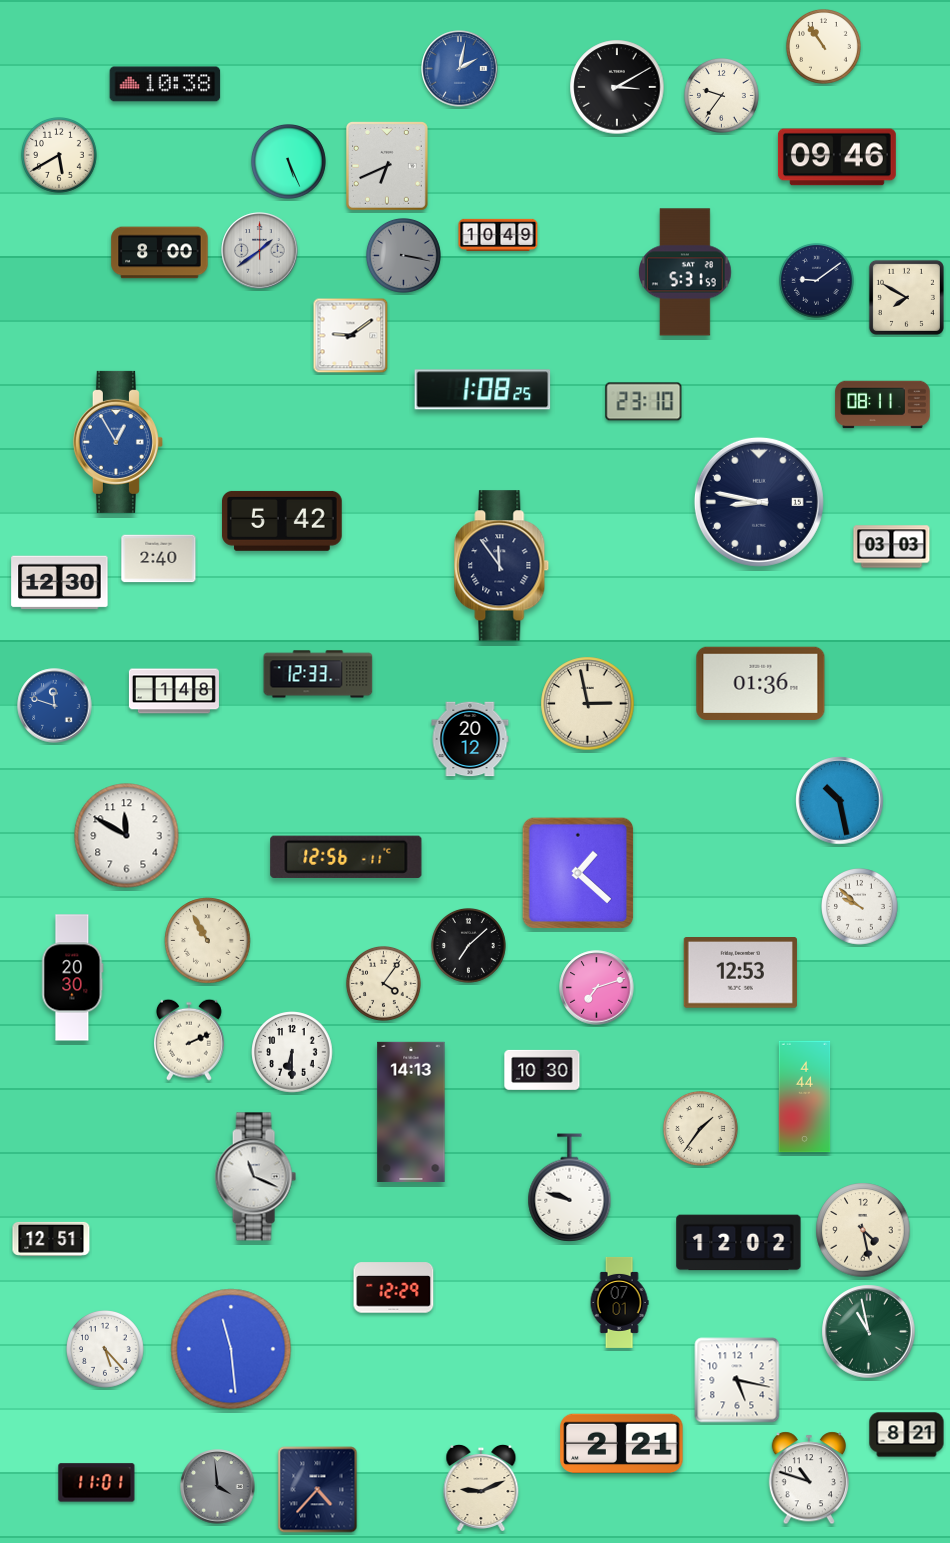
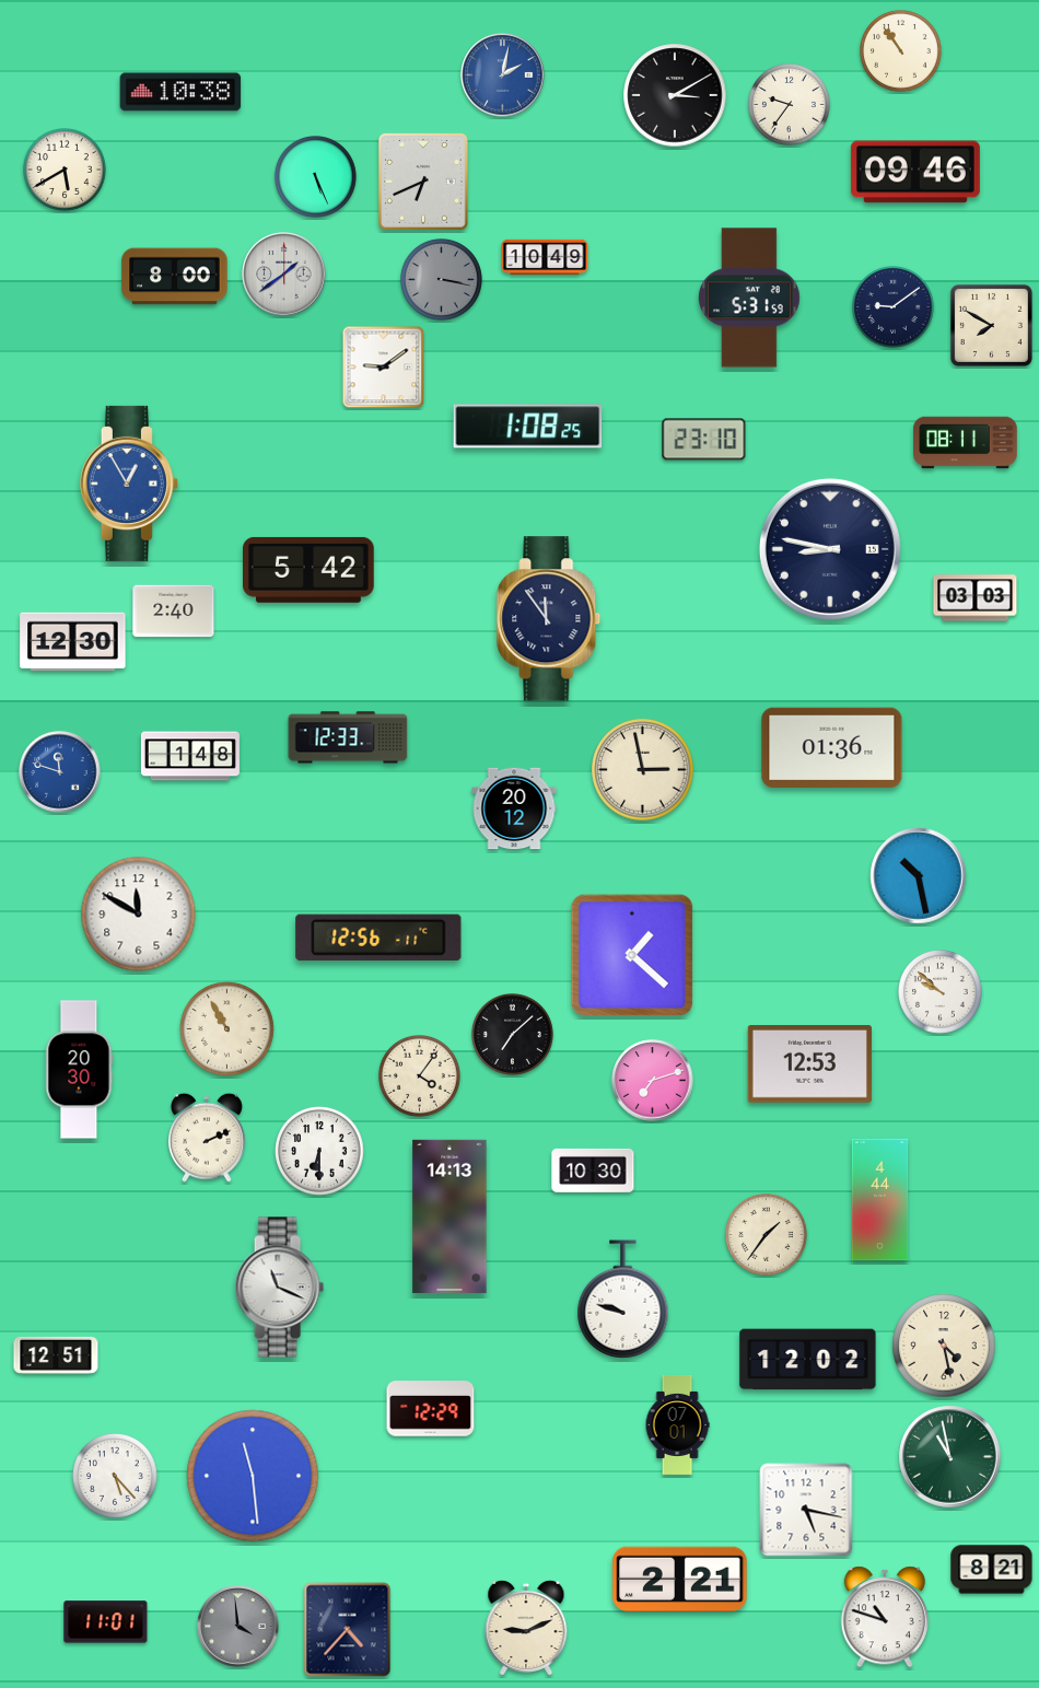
clock at (60, 583) position: (60, 583) -> (73, 642)
